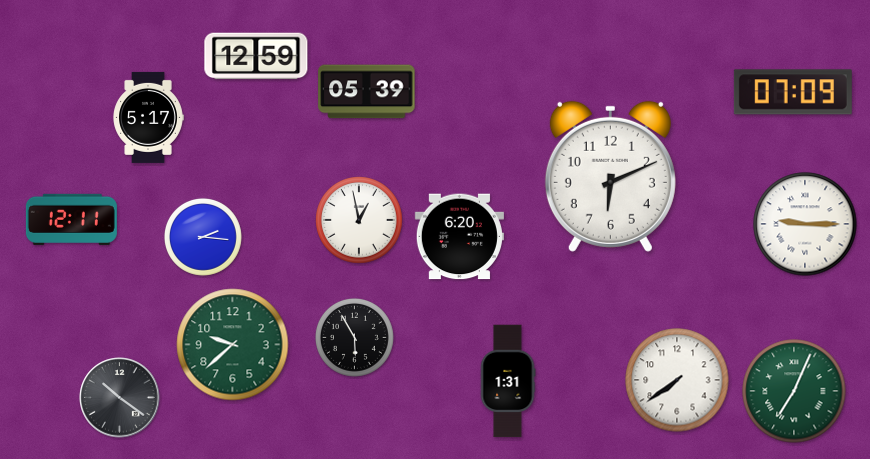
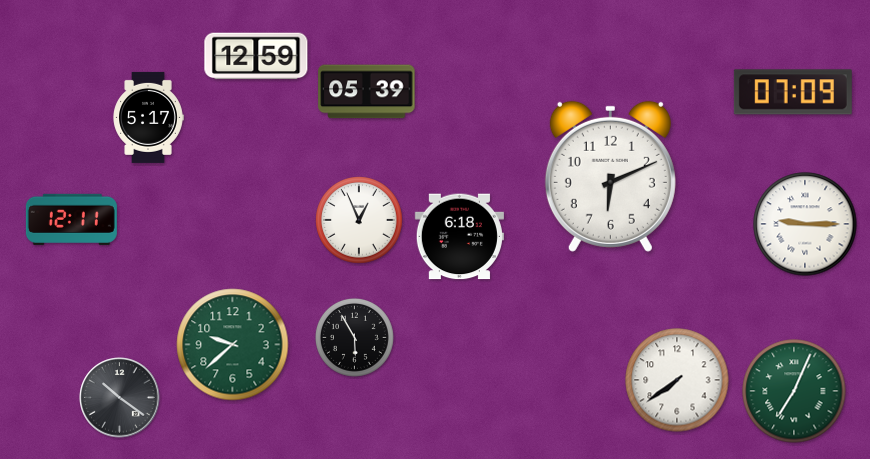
clock at (359, 220): 12:58 -> 12:56
clock at (203, 237): 2:16 -> none
clock at (459, 237): 6:20 -> 6:18
clock at (508, 381): 1:31 -> none
